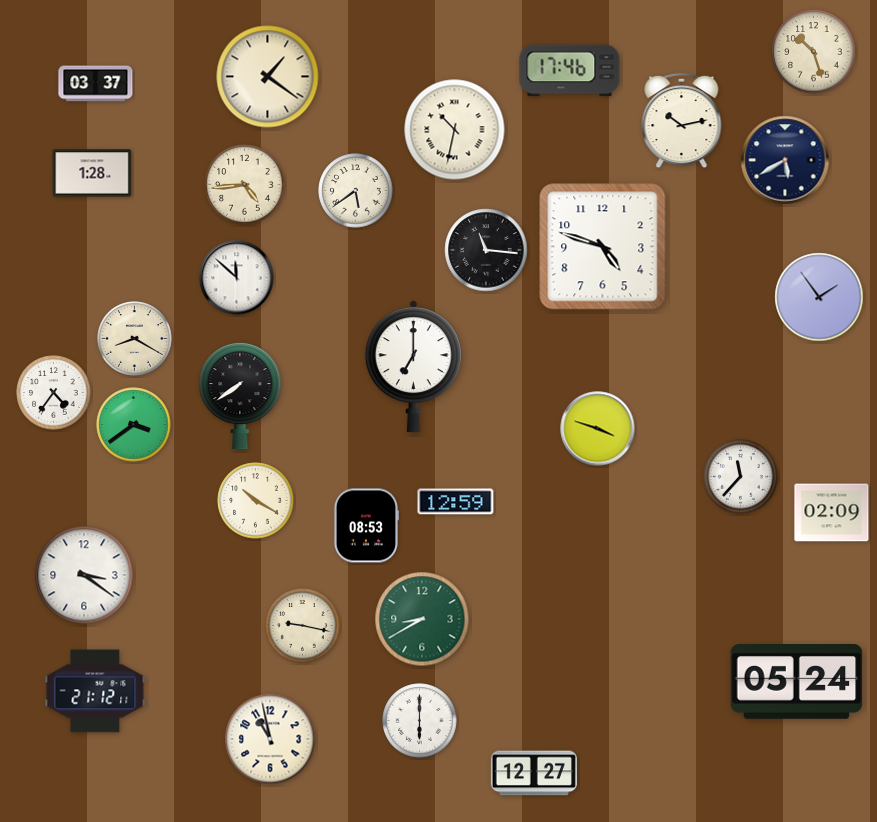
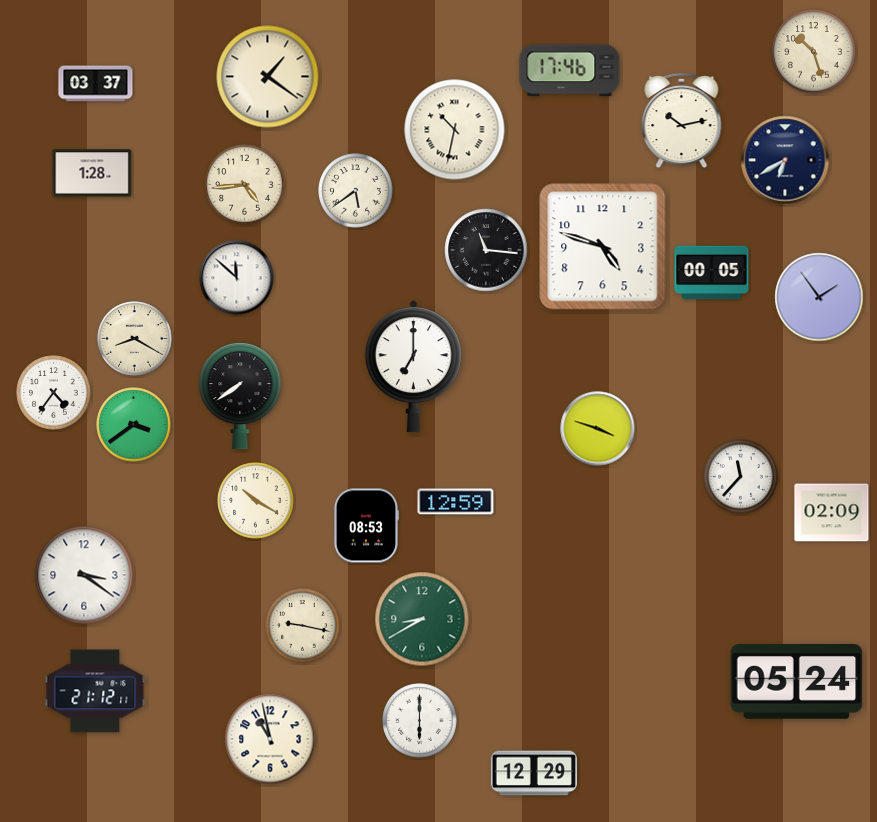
clock at (785, 160): 5:40 -> 6:40
clock at (712, 273): none -> 00:05
clock at (534, 773): 12:27 -> 12:29
